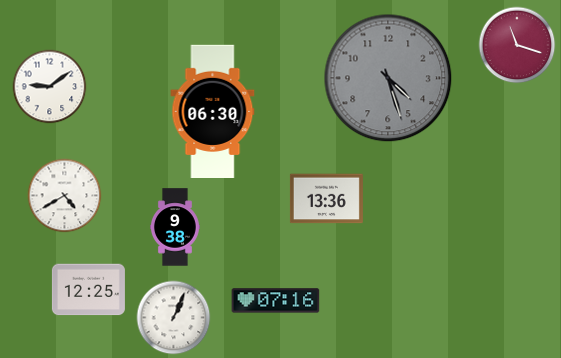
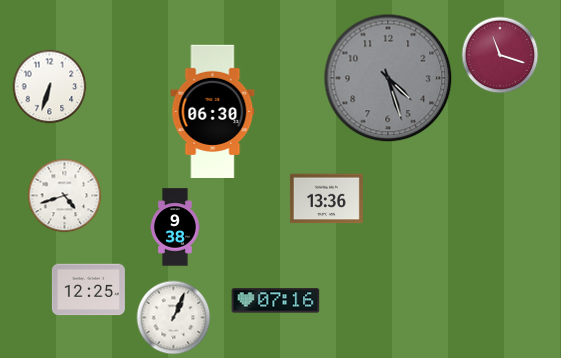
clock at (517, 45) position: (517, 45) -> (500, 55)
clock at (50, 87): 9:09 -> 6:33
clock at (65, 196): 4:40 -> 4:42
